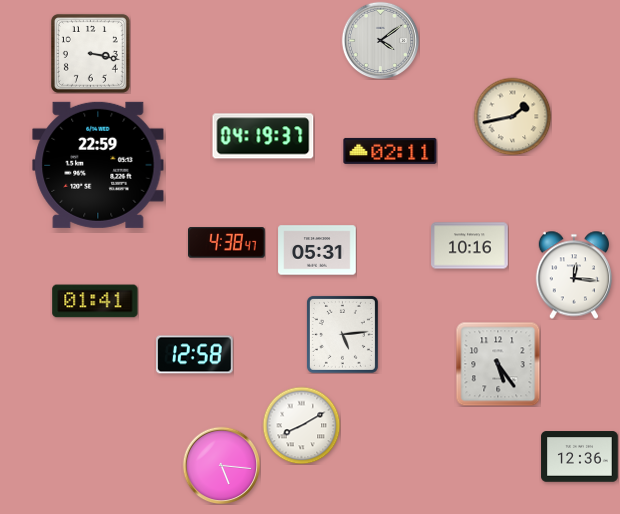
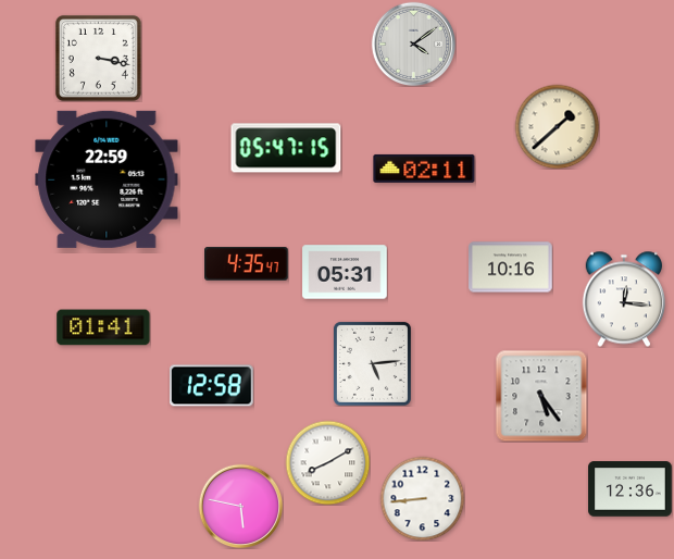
clock at (512, 116): 1:43 -> 1:38
clock at (263, 136): 04:19 -> 05:47
clock at (390, 151) position: (390, 151) -> (424, 169)
clock at (227, 243): 4:38 -> 4:35
clock at (580, 457) position: (580, 457) -> (631, 489)
clock at (422, 498): none -> 8:44
clock at (221, 465): 5:16 -> 5:47
